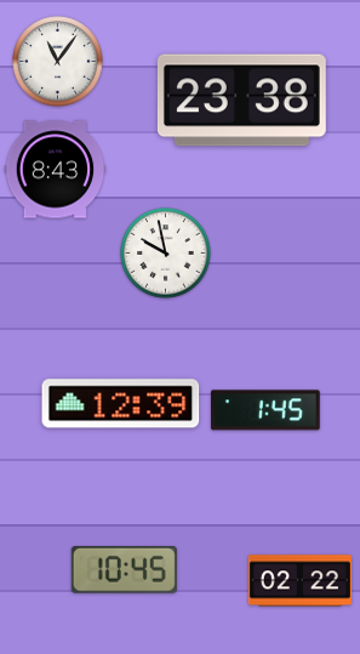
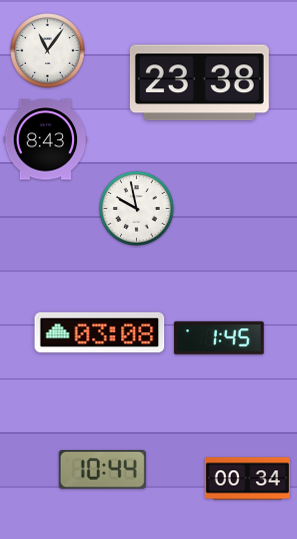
clock at (121, 404): 12:39 -> 03:08
clock at (124, 570): 10:45 -> 10:44
clock at (299, 581): 02:22 -> 00:34
